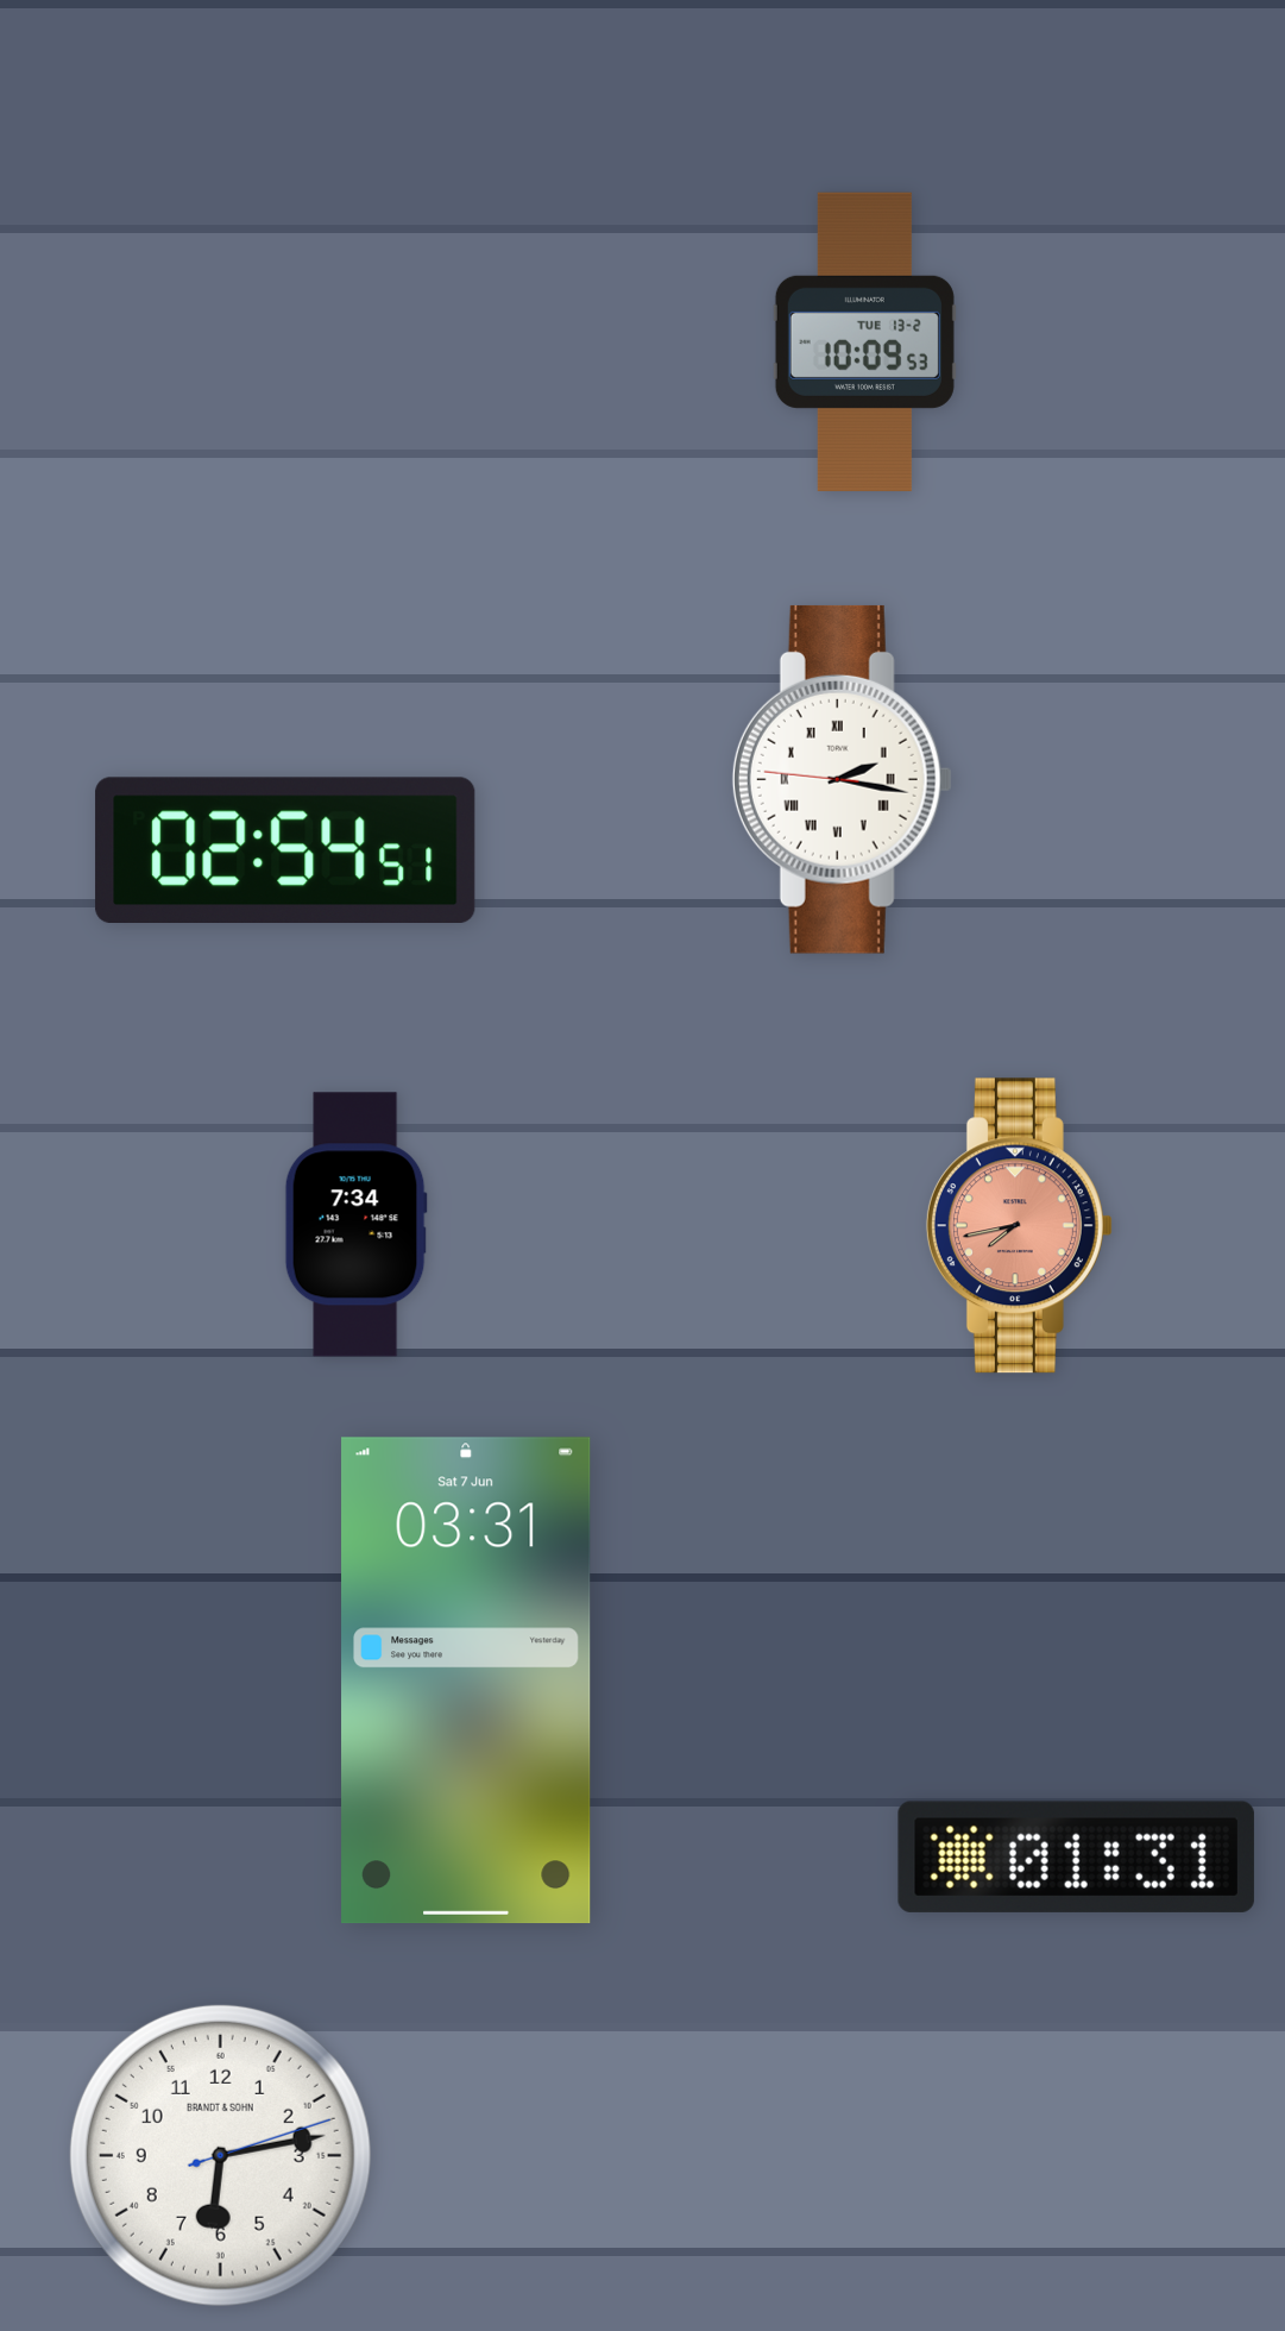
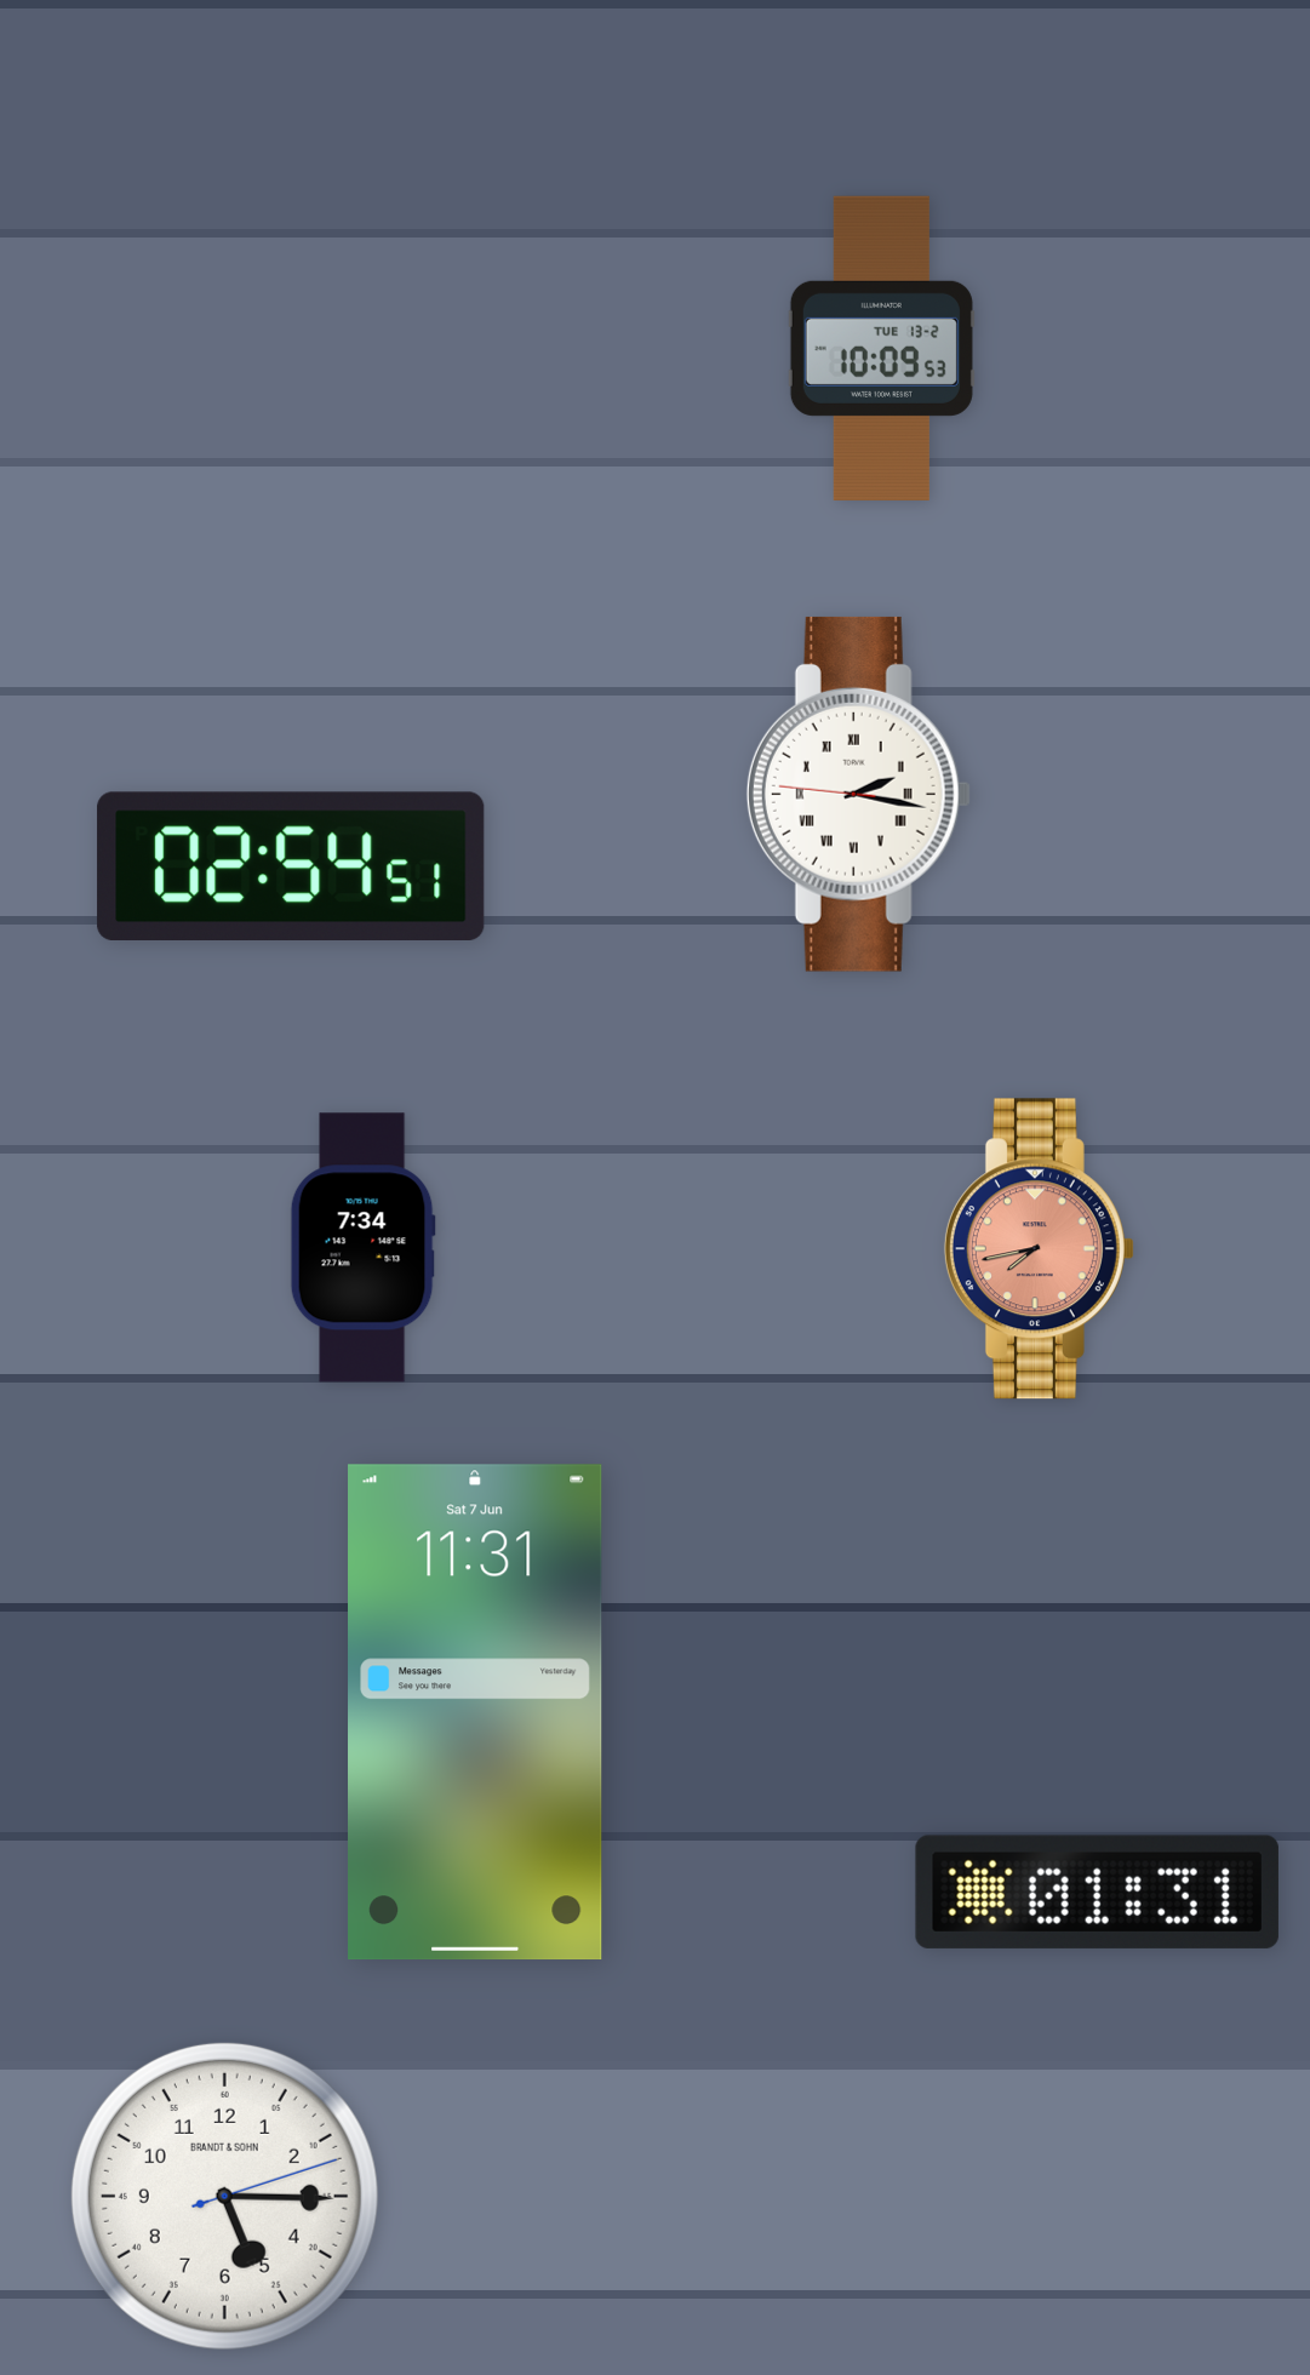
clock at (466, 1680): 03:31 -> 11:31
clock at (220, 2155): 6:13 -> 5:15
